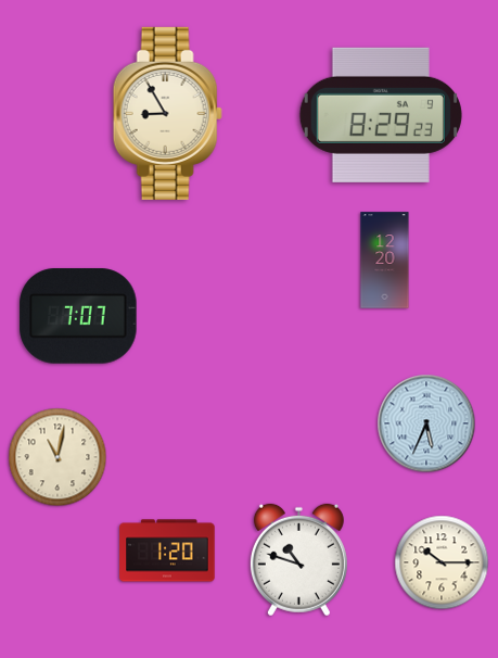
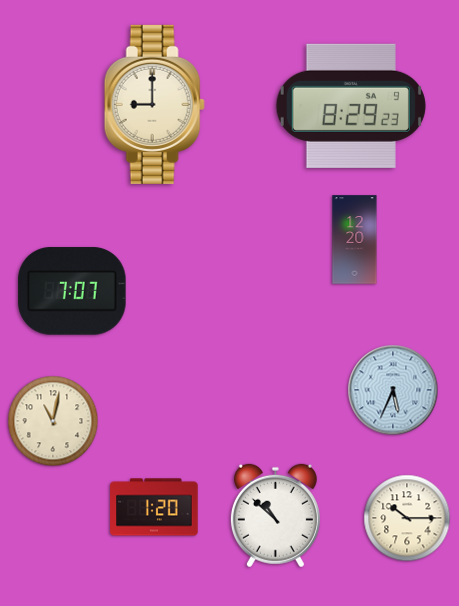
clock at (167, 113): 8:55 -> 9:00
clock at (298, 560): 10:48 -> 10:52
